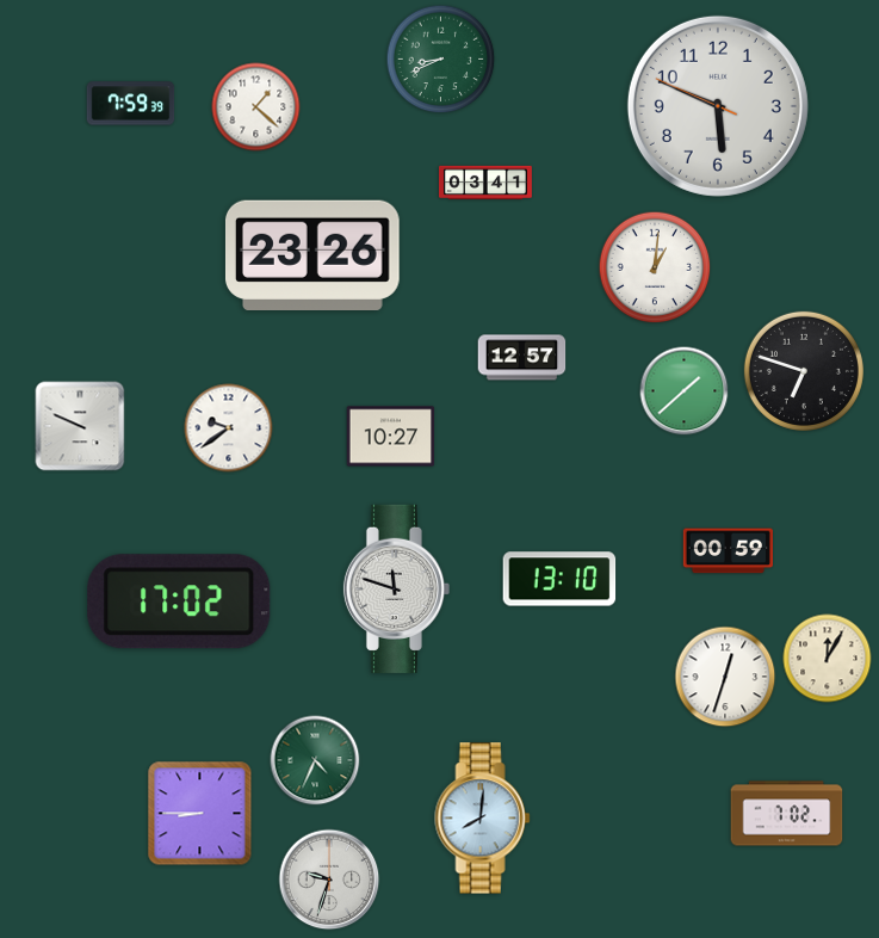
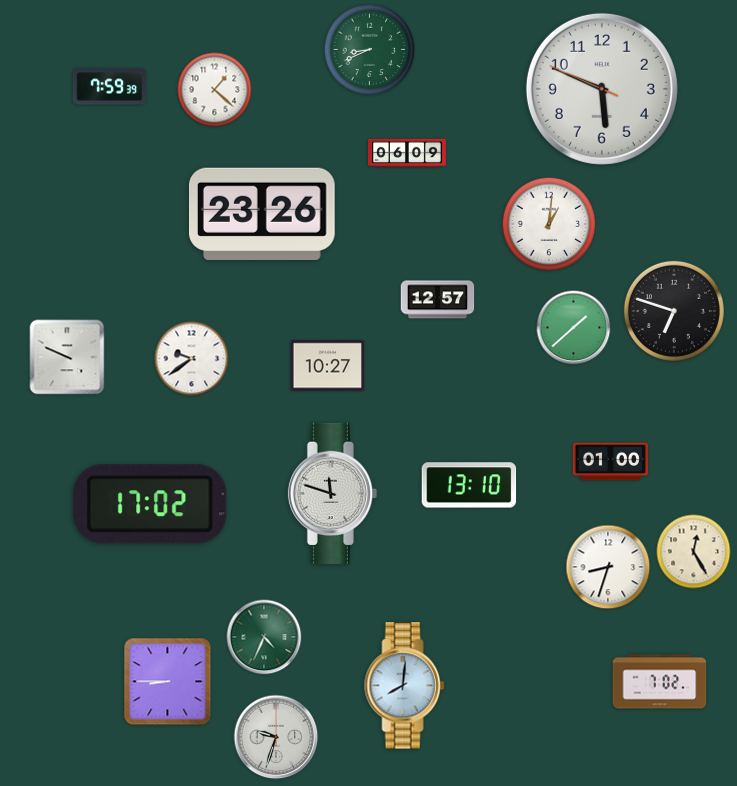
clock at (487, 181): 03:41 -> 06:09
clock at (728, 551): 00:59 -> 01:00
clock at (828, 659): 12:05 -> 12:25
clock at (725, 677): 12:33 -> 8:33
